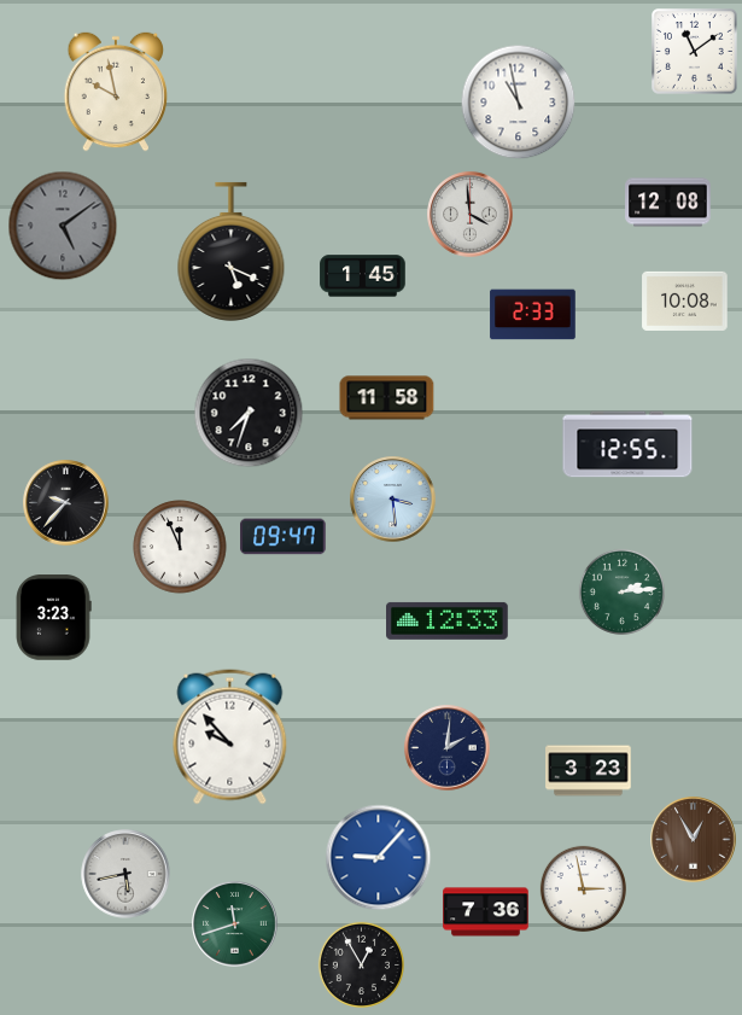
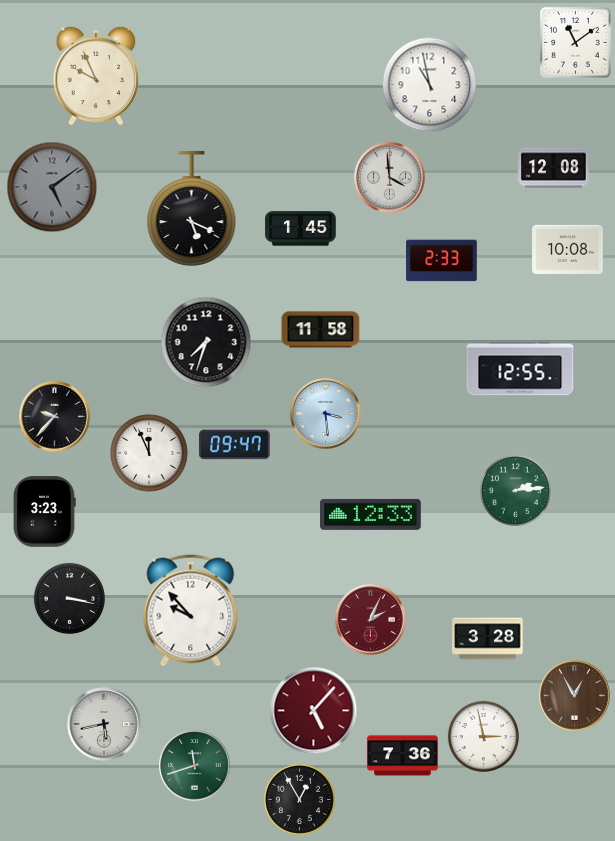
clock at (116, 92): 9:58 -> 9:56
clock at (69, 598): none -> 3:17
clock at (448, 748): 2:01 -> 2:04
clock at (448, 748) dial: navy -> burgundy
clock at (589, 771): 3:23 -> 3:28
clock at (379, 858): 9:07 -> 5:07
clock at (379, 858) dial: blue -> burgundy
